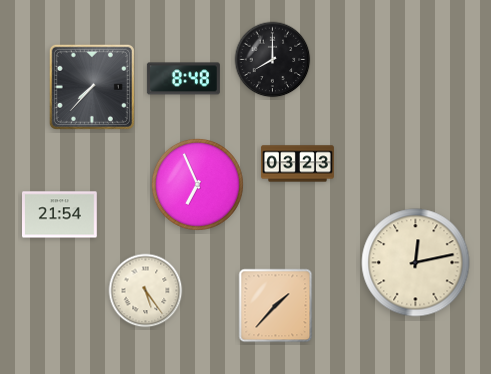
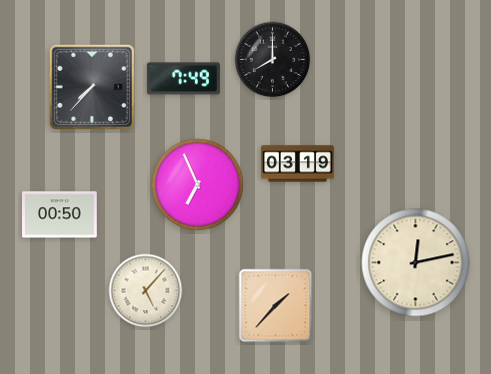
clock at (183, 79): 8:48 -> 7:49
clock at (297, 164): 03:23 -> 03:19
clock at (60, 215): 21:54 -> 00:50
clock at (146, 291): 5:24 -> 5:07
